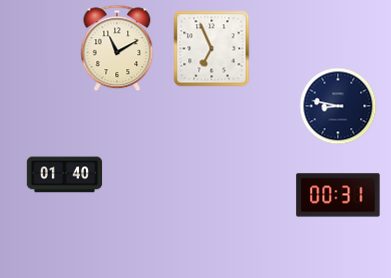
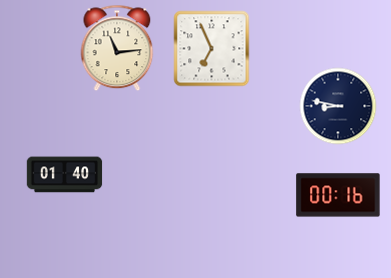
clock at (117, 48): 11:10 -> 11:14
clock at (338, 195): 00:31 -> 00:16
